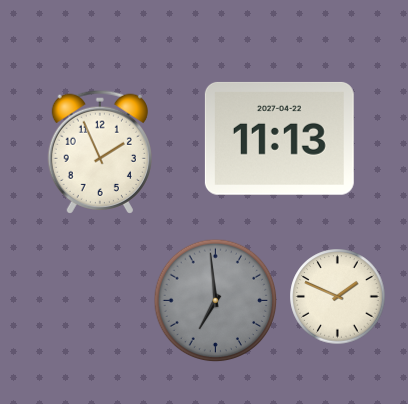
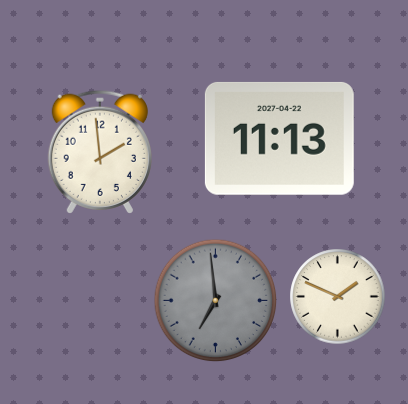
clock at (100, 152): 1:56 -> 1:59
